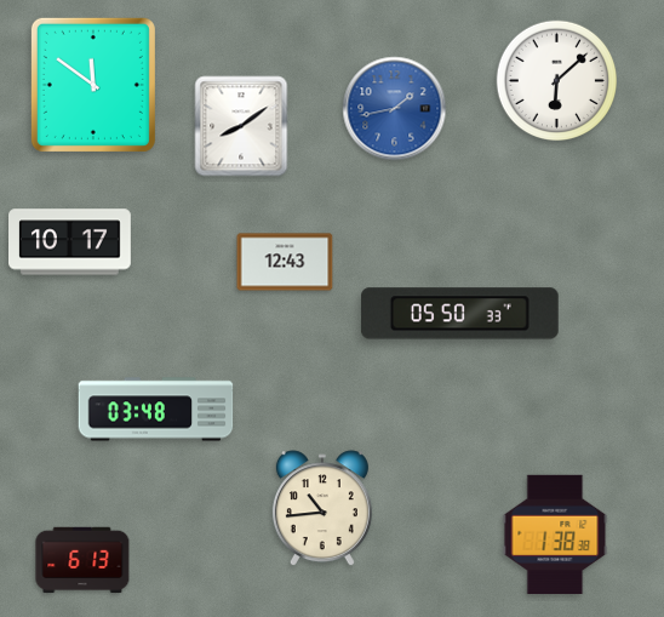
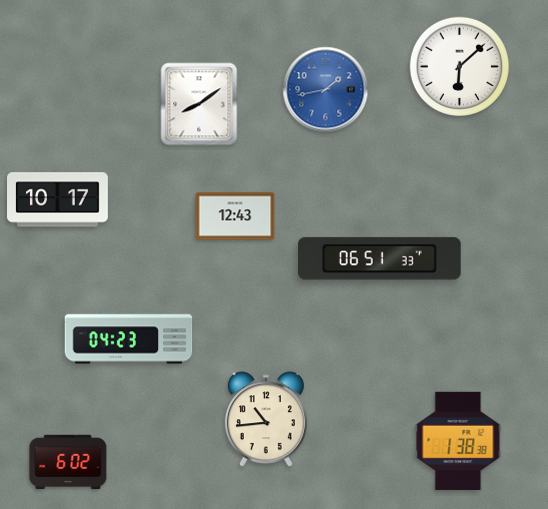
clock at (93, 85): 11:51 -> none
clock at (459, 314): 05:50 -> 06:51
clock at (156, 410): 03:48 -> 04:23
clock at (82, 560): 6:13 -> 6:02
